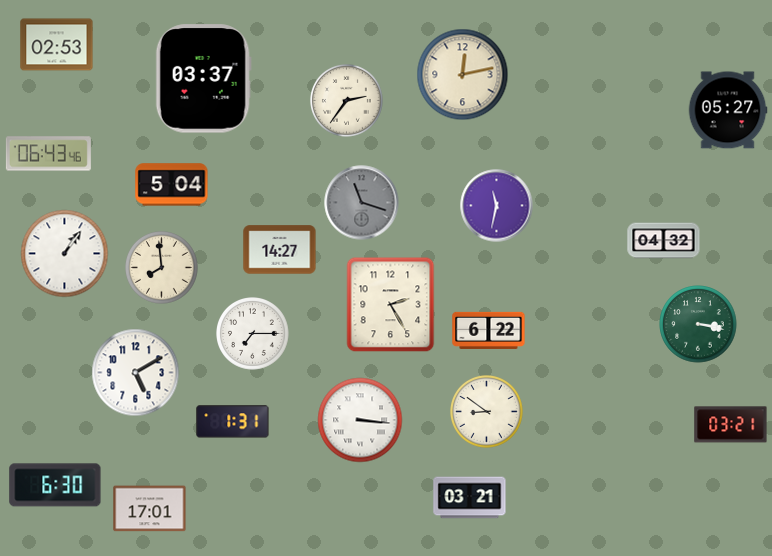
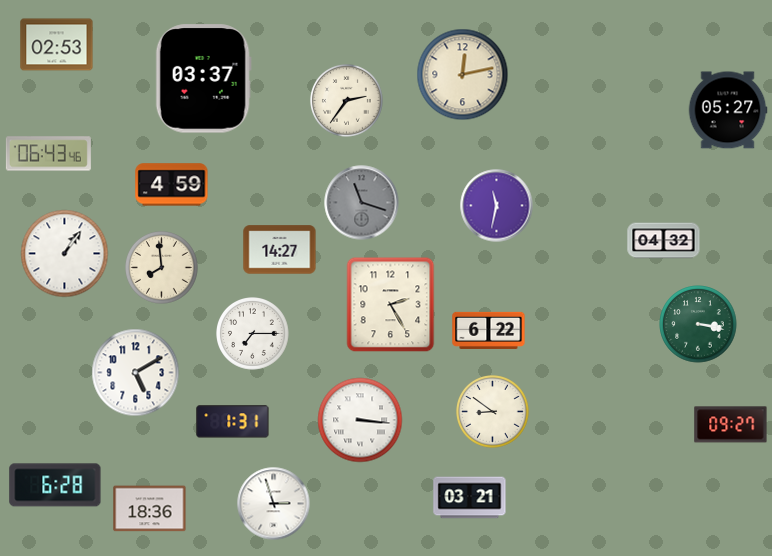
clock at (172, 185): 5:04 -> 4:59
clock at (487, 412) position: (487, 412) -> (493, 412)
clock at (731, 425): 03:21 -> 09:27
clock at (55, 485): 6:30 -> 6:28
clock at (274, 504): none -> 2:57
clock at (150, 509): 17:01 -> 18:36
